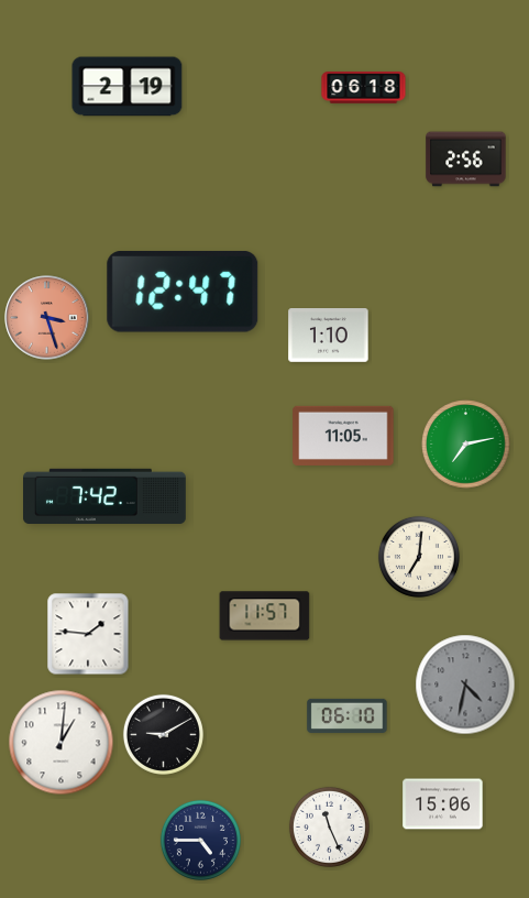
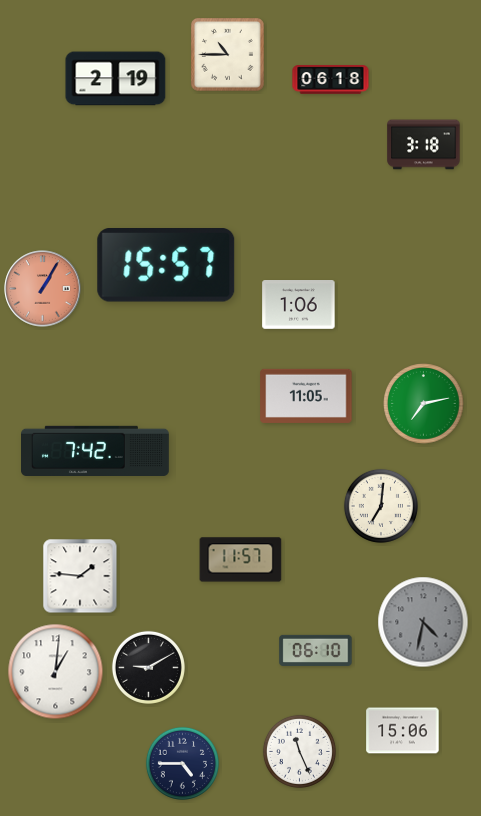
clock at (228, 55): none -> 10:45
clock at (466, 160): 2:56 -> 3:18
clock at (183, 293): 12:47 -> 15:57
clock at (47, 318): 3:27 -> 1:05
clock at (329, 336): 1:10 -> 1:06
clock at (343, 436) position: (343, 436) -> (306, 396)
clock at (62, 743) position: (62, 743) -> (56, 672)
